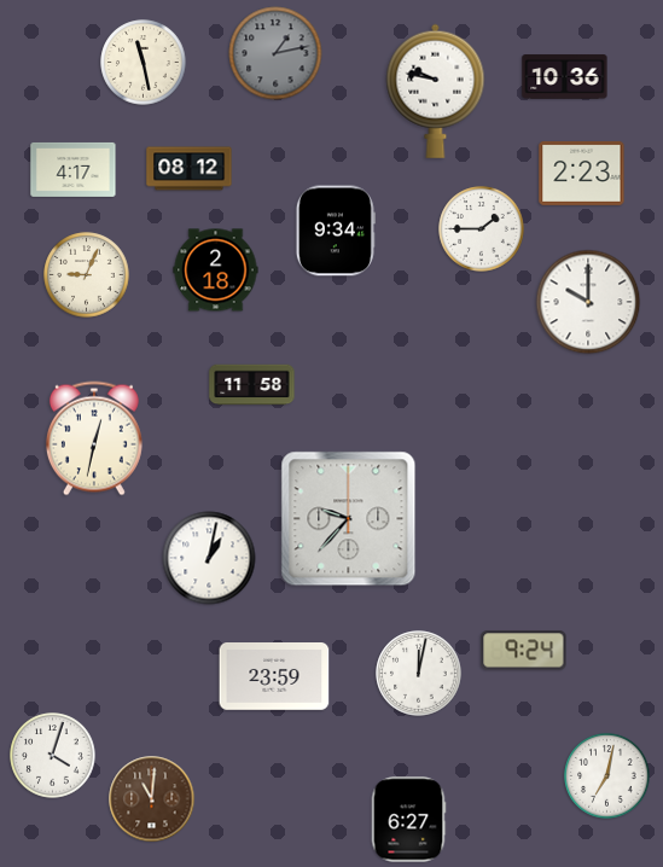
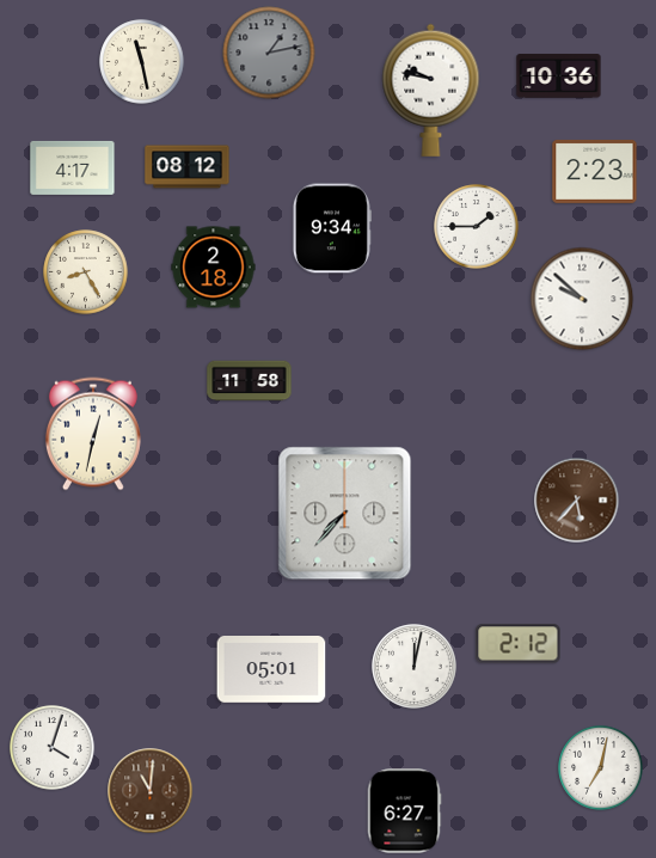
clock at (275, 53) position: (275, 53) -> (269, 53)
clock at (582, 173) position: (582, 173) -> (595, 171)
clock at (87, 275): 9:04 -> 8:25
clock at (588, 302): 10:00 -> 9:52
clock at (577, 501): none -> 5:37
clock at (349, 519): 9:37 -> 7:37
clock at (209, 558): 1:02 -> none
clock at (524, 651): 9:24 -> 2:12
clock at (274, 677): 23:59 -> 05:01
